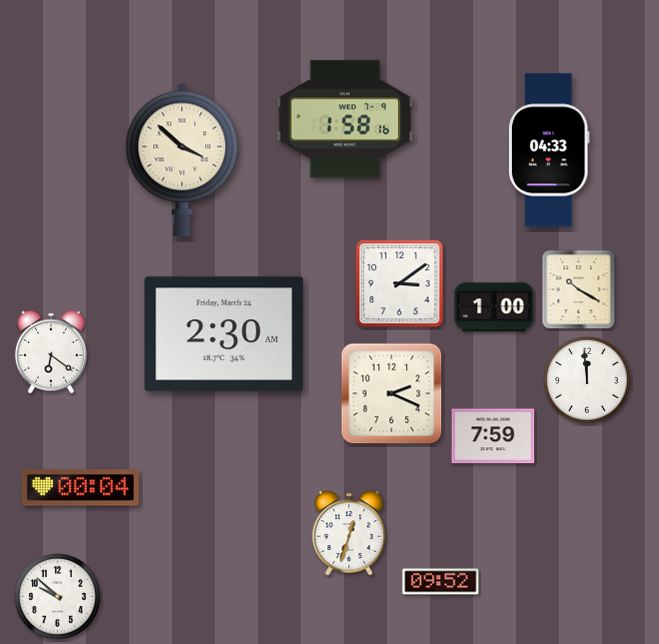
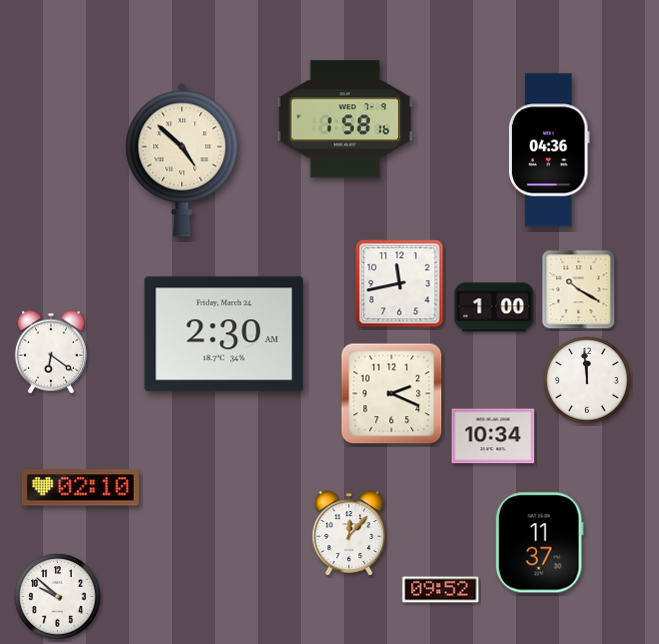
clock at (549, 150): 04:33 -> 04:36
clock at (182, 160): 3:52 -> 4:52
clock at (400, 284): 3:09 -> 11:43
clock at (493, 436): 7:59 -> 10:34
clock at (80, 488): 00:04 -> 02:10
clock at (349, 533): 12:33 -> 12:07
clock at (539, 543): none -> 11:37
clock at (441, 582) position: (441, 582) -> (441, 590)
